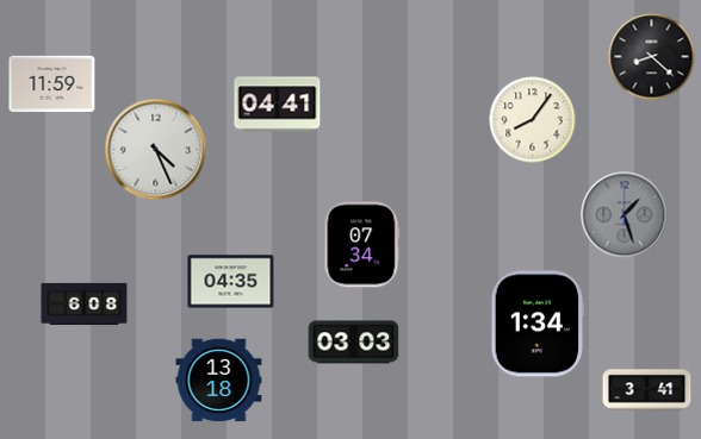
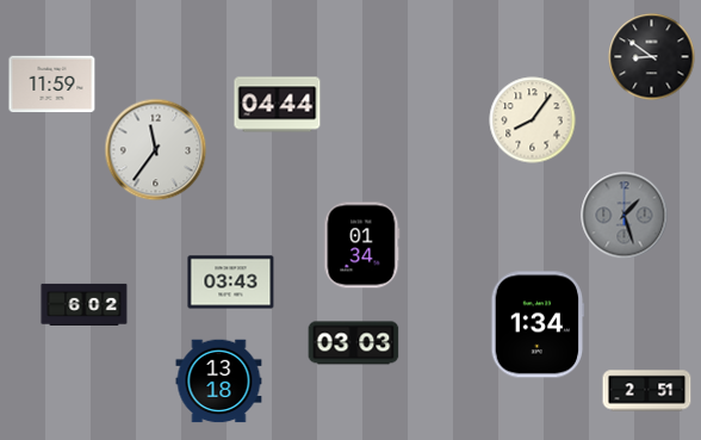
clock at (652, 57): 8:22 -> 8:51
clock at (278, 105): 04:41 -> 04:44
clock at (156, 150): 4:26 -> 11:36
clock at (362, 245): 07:34 -> 01:34
clock at (231, 282): 04:35 -> 03:43
clock at (85, 303): 6:08 -> 6:02
clock at (647, 390): 3:41 -> 2:51
